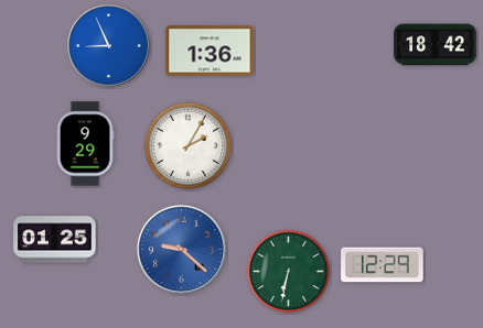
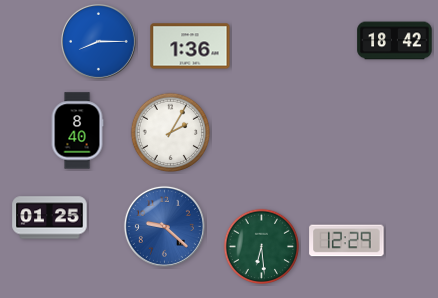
clock at (108, 45): 8:56 -> 8:15
clock at (85, 144): 9:29 -> 8:40
clock at (289, 272): 6:32 -> 6:29
